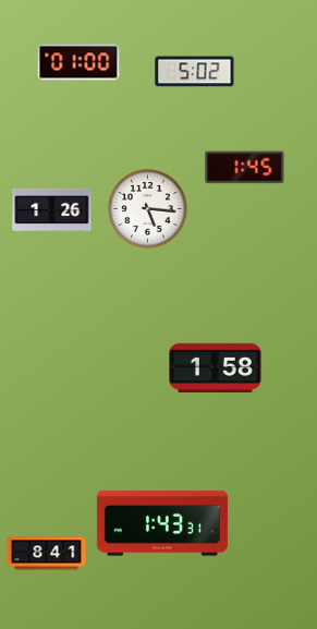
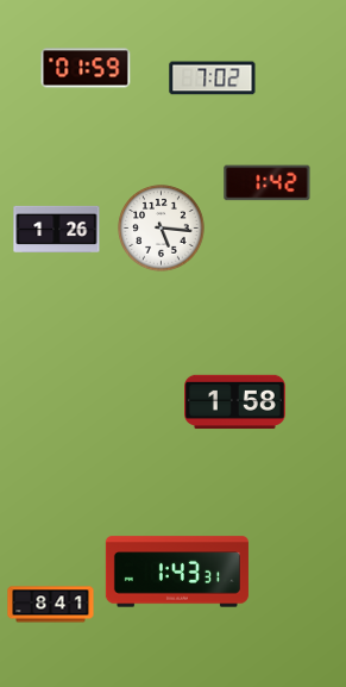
clock at (78, 62): 01:00 -> 01:59
clock at (195, 72): 5:02 -> 7:02
clock at (245, 168): 1:45 -> 1:42
